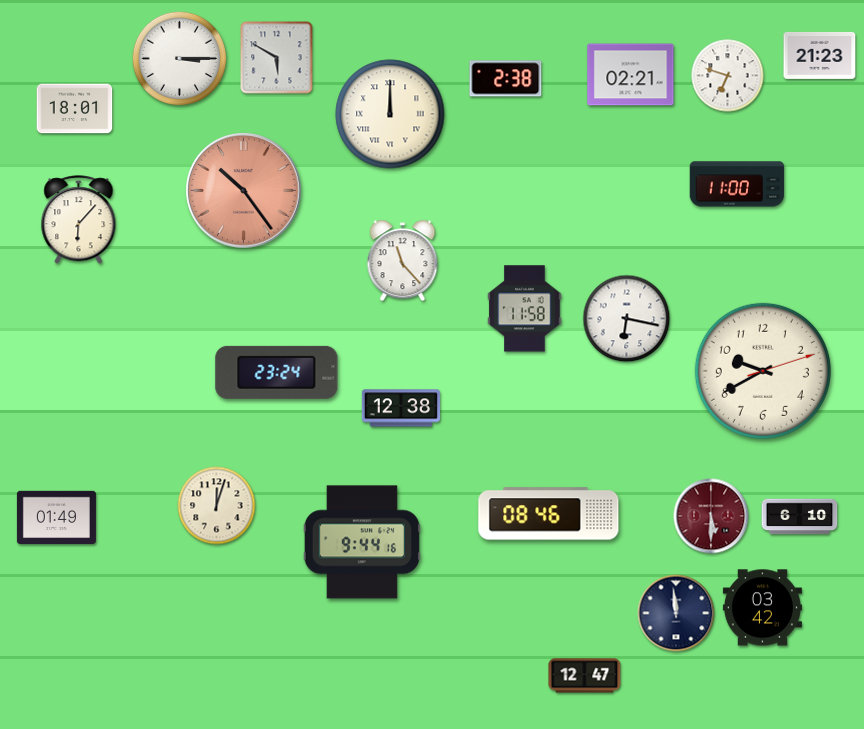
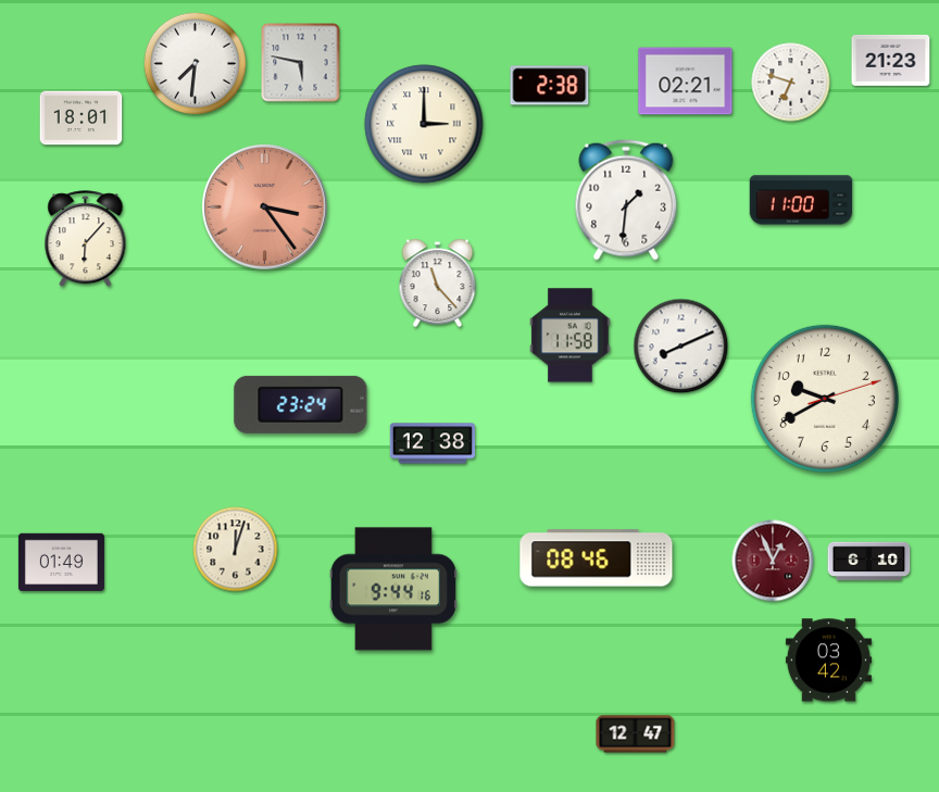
clock at (277, 58): 5:50 -> 5:47
clock at (180, 59): 3:15 -> 7:31
clock at (390, 114): 12:00 -> 3:00
clock at (626, 200): none -> 1:31
clock at (244, 191): 10:24 -> 3:24
clock at (627, 319): 6:17 -> 8:11
clock at (763, 371) position: (763, 371) -> (825, 399)
clock at (400, 408) position: (400, 408) -> (431, 443)
clock at (711, 516): 5:30 -> 12:56
clock at (676, 613): 11:59 -> none
